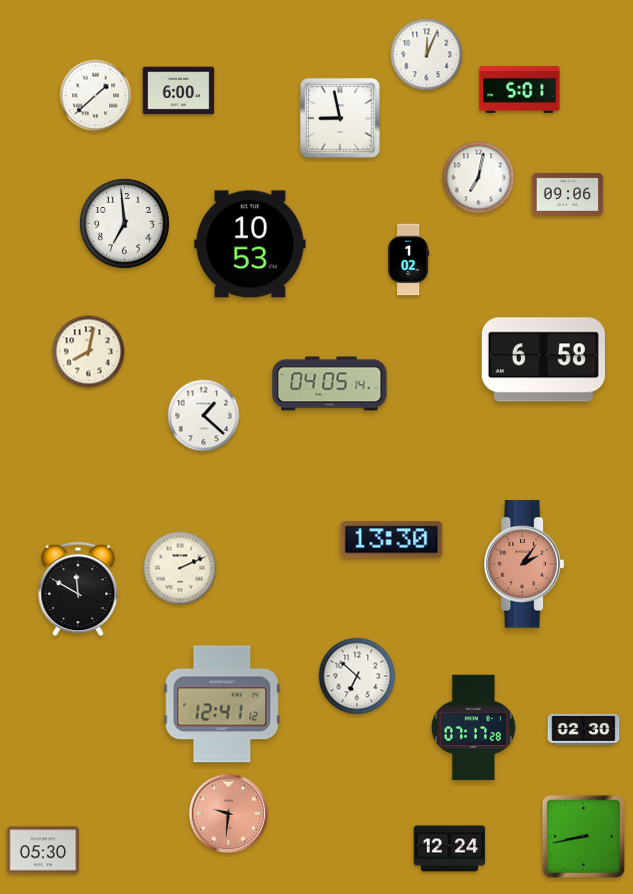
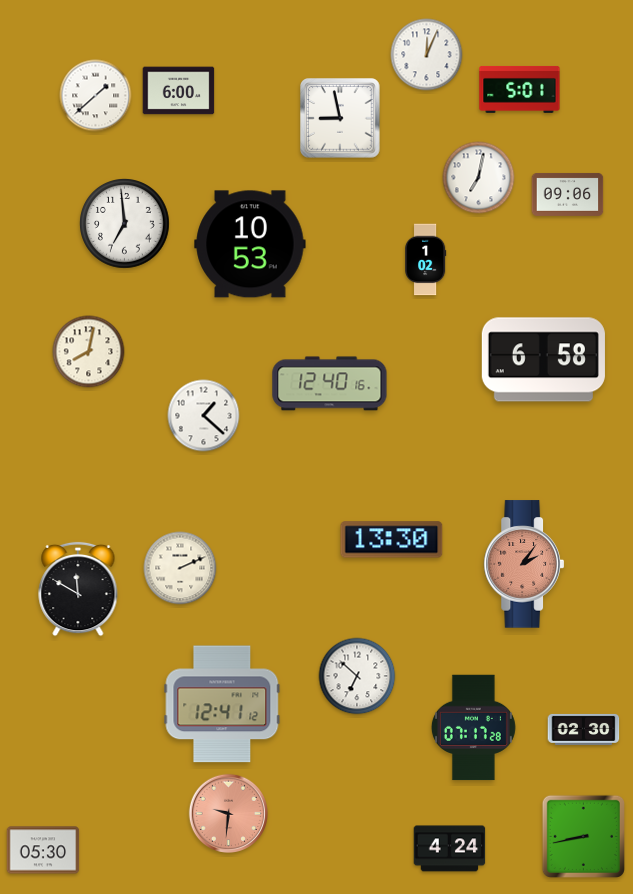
clock at (409, 260) position: (409, 260) -> (426, 260)
clock at (330, 384): 04:05 -> 12:40
clock at (450, 849): 12:24 -> 4:24
